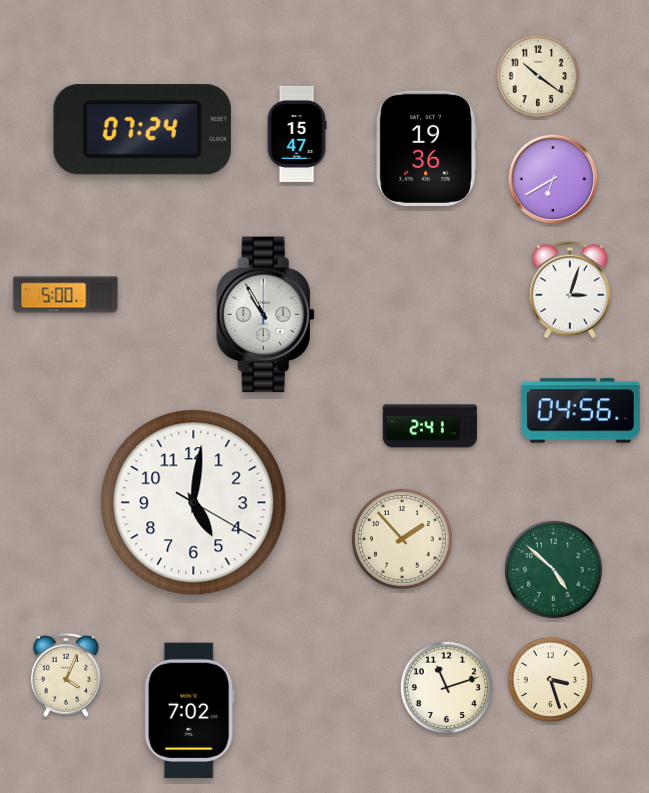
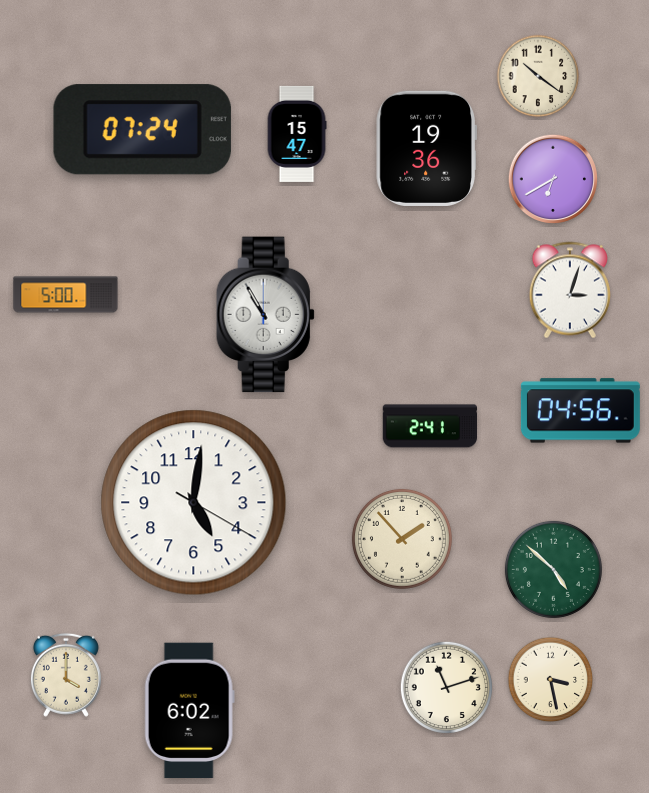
clock at (66, 675): 4:04 -> 4:00
clock at (551, 680): 3:27 -> 3:28
clock at (189, 711): 7:02 -> 6:02
